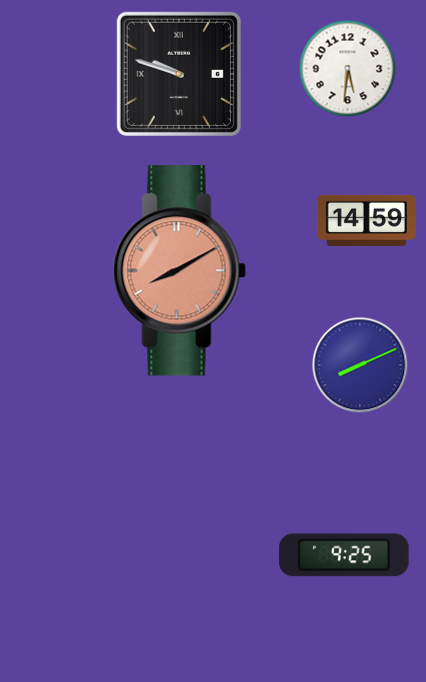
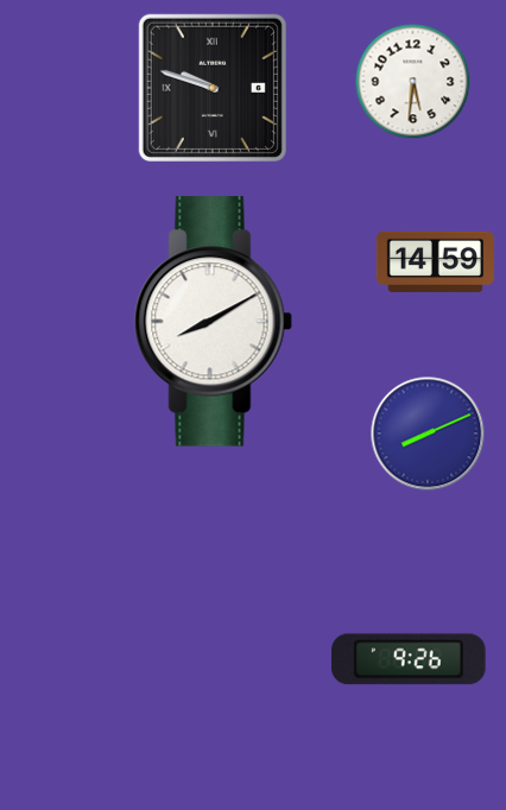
clock at (179, 271) dial: salmon -> white
clock at (344, 555): 9:25 -> 9:26
